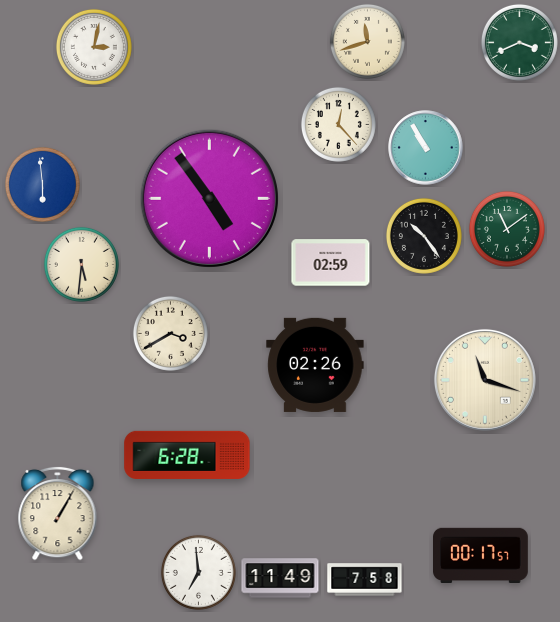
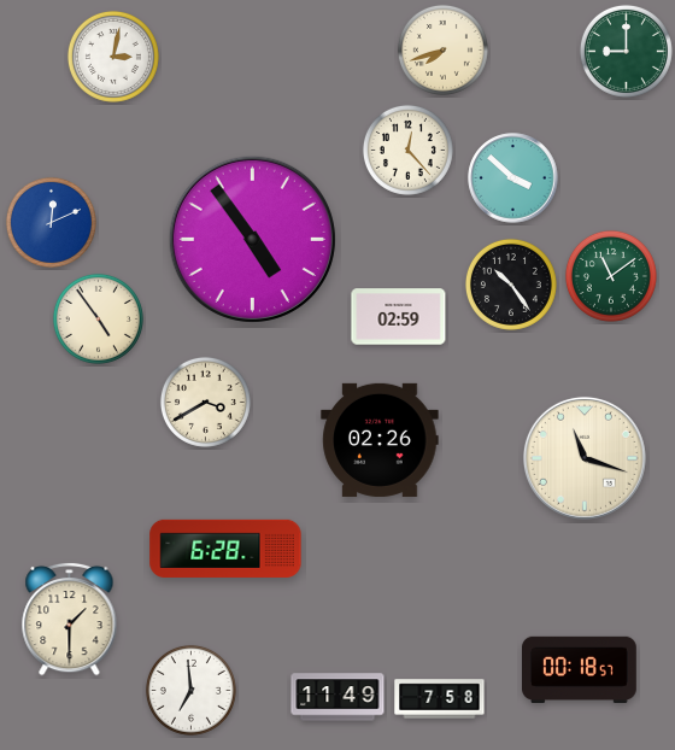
clock at (367, 41): 11:42 -> 7:42
clock at (519, 42): 3:41 -> 9:00
clock at (426, 148): 10:55 -> 3:52
clock at (42, 184): 5:59 -> 12:11
clock at (81, 264): 5:31 -> 4:54
clock at (58, 513): 1:05 -> 1:30
clock at (481, 555): 00:17 -> 00:18
clock at (198, 572) position: (198, 572) -> (190, 690)
